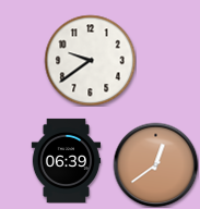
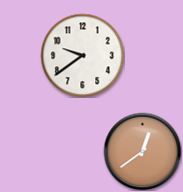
clock at (67, 160): 06:39 -> none
